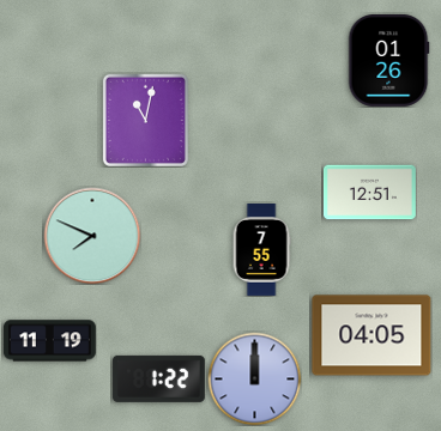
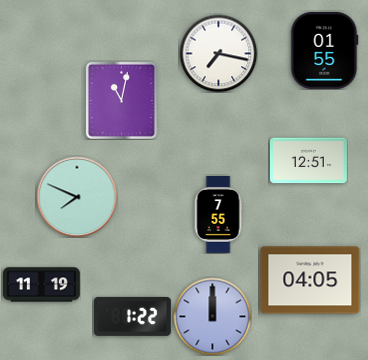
clock at (388, 60): 01:26 -> 01:55
clock at (218, 53): none -> 7:17
clock at (261, 250) position: (261, 250) -> (218, 215)
